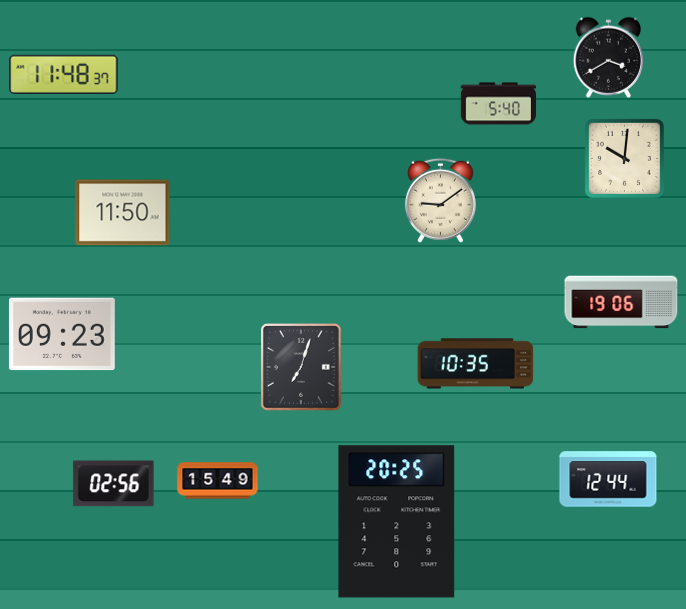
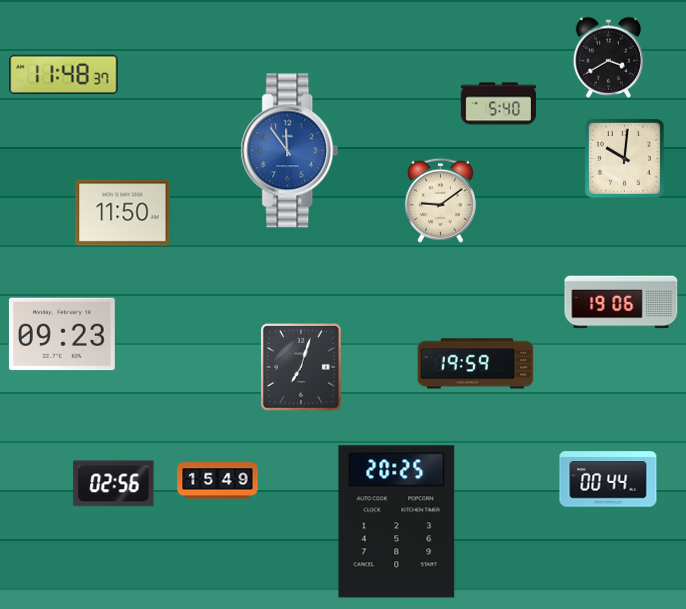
clock at (290, 151): none -> 11:54
clock at (476, 364): 10:35 -> 19:59
clock at (608, 479): 12:44 -> 00:44
